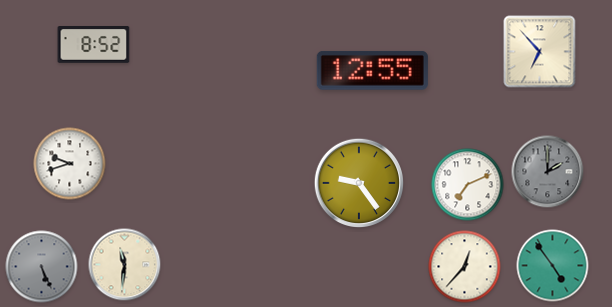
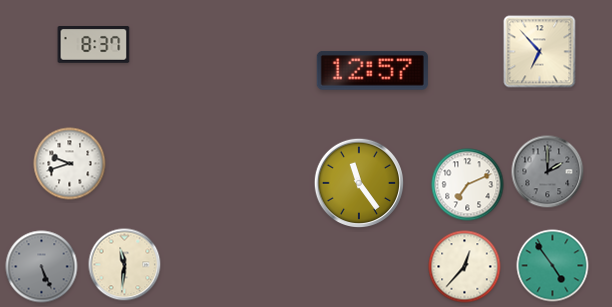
clock at (94, 45): 8:52 -> 8:37
clock at (372, 70): 12:55 -> 12:57
clock at (358, 182): 9:24 -> 11:24
